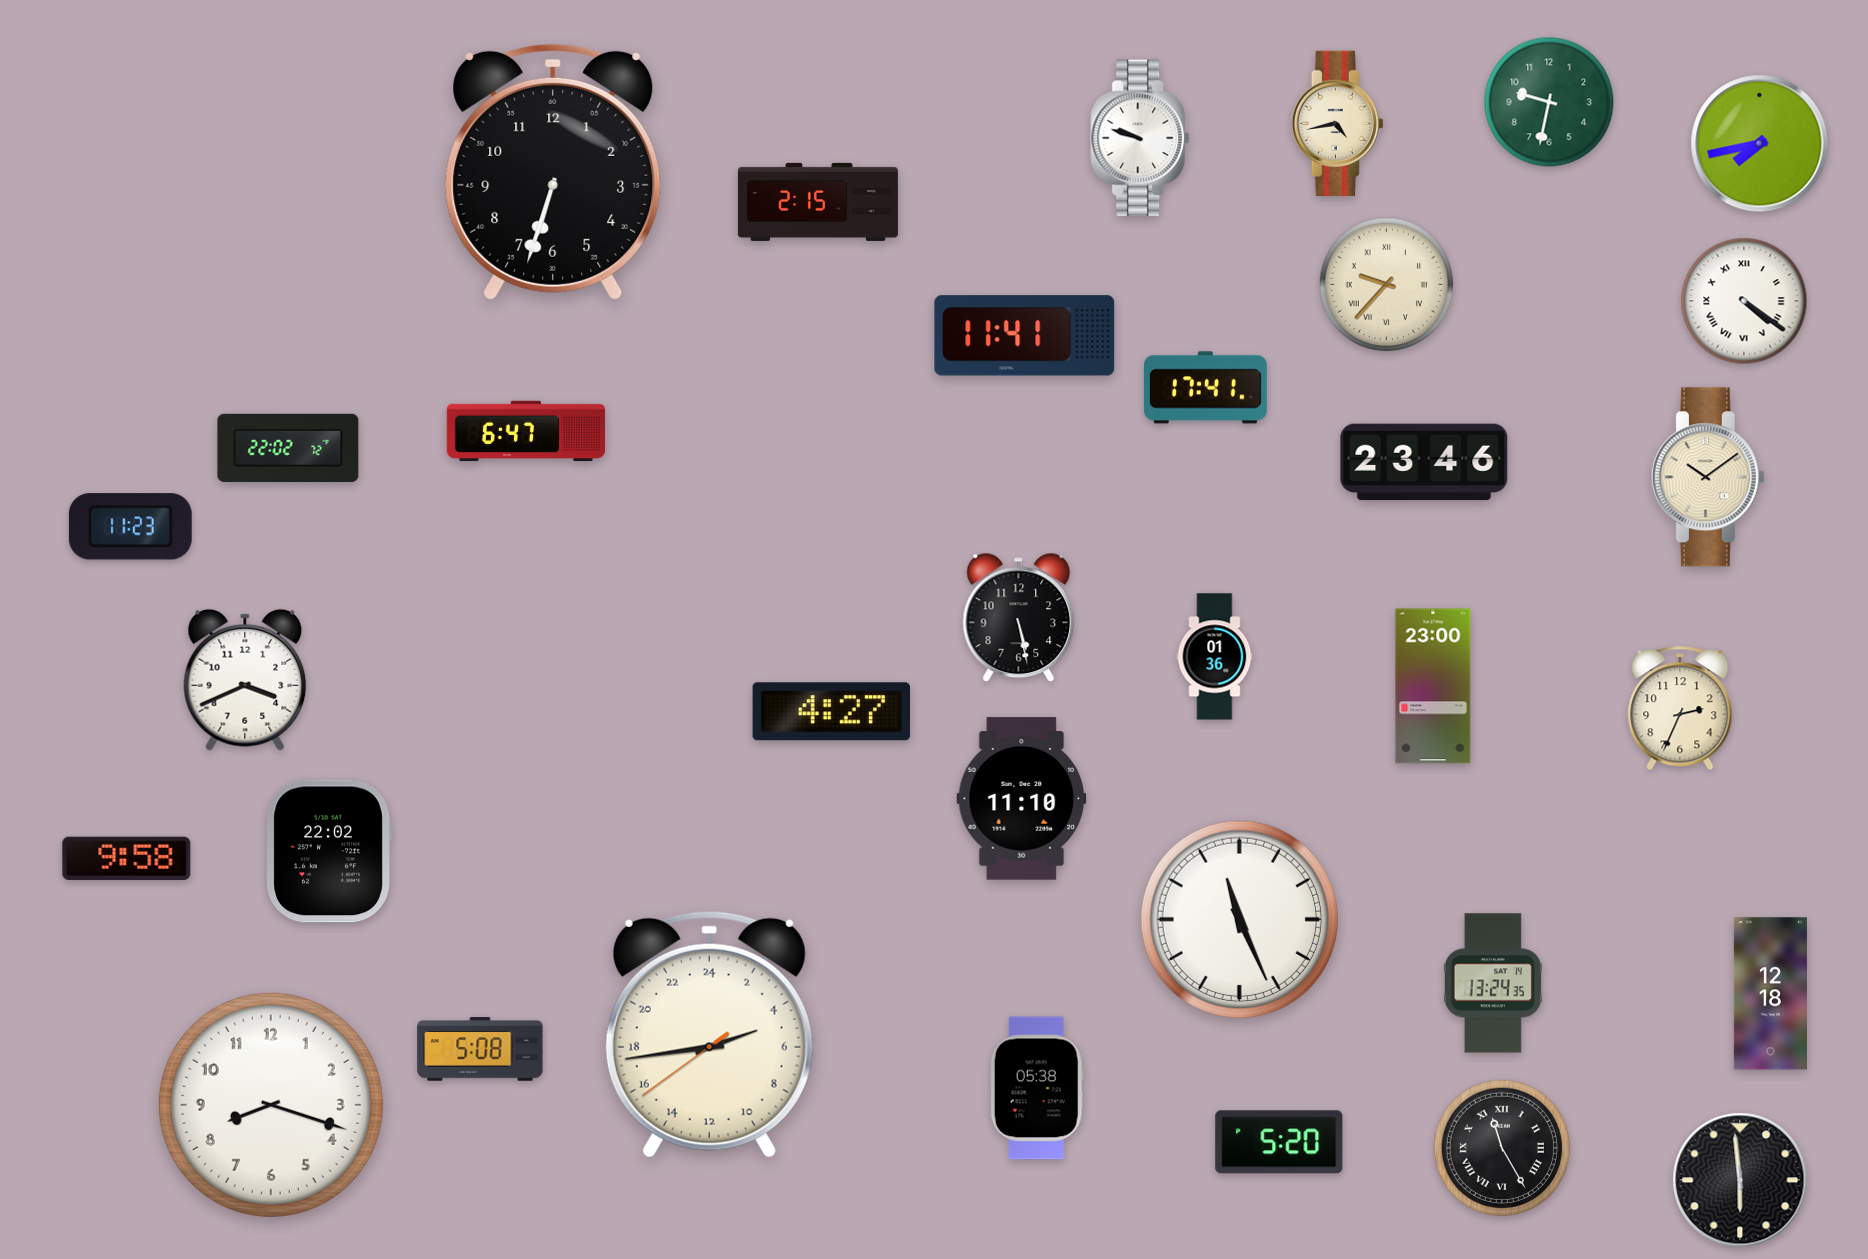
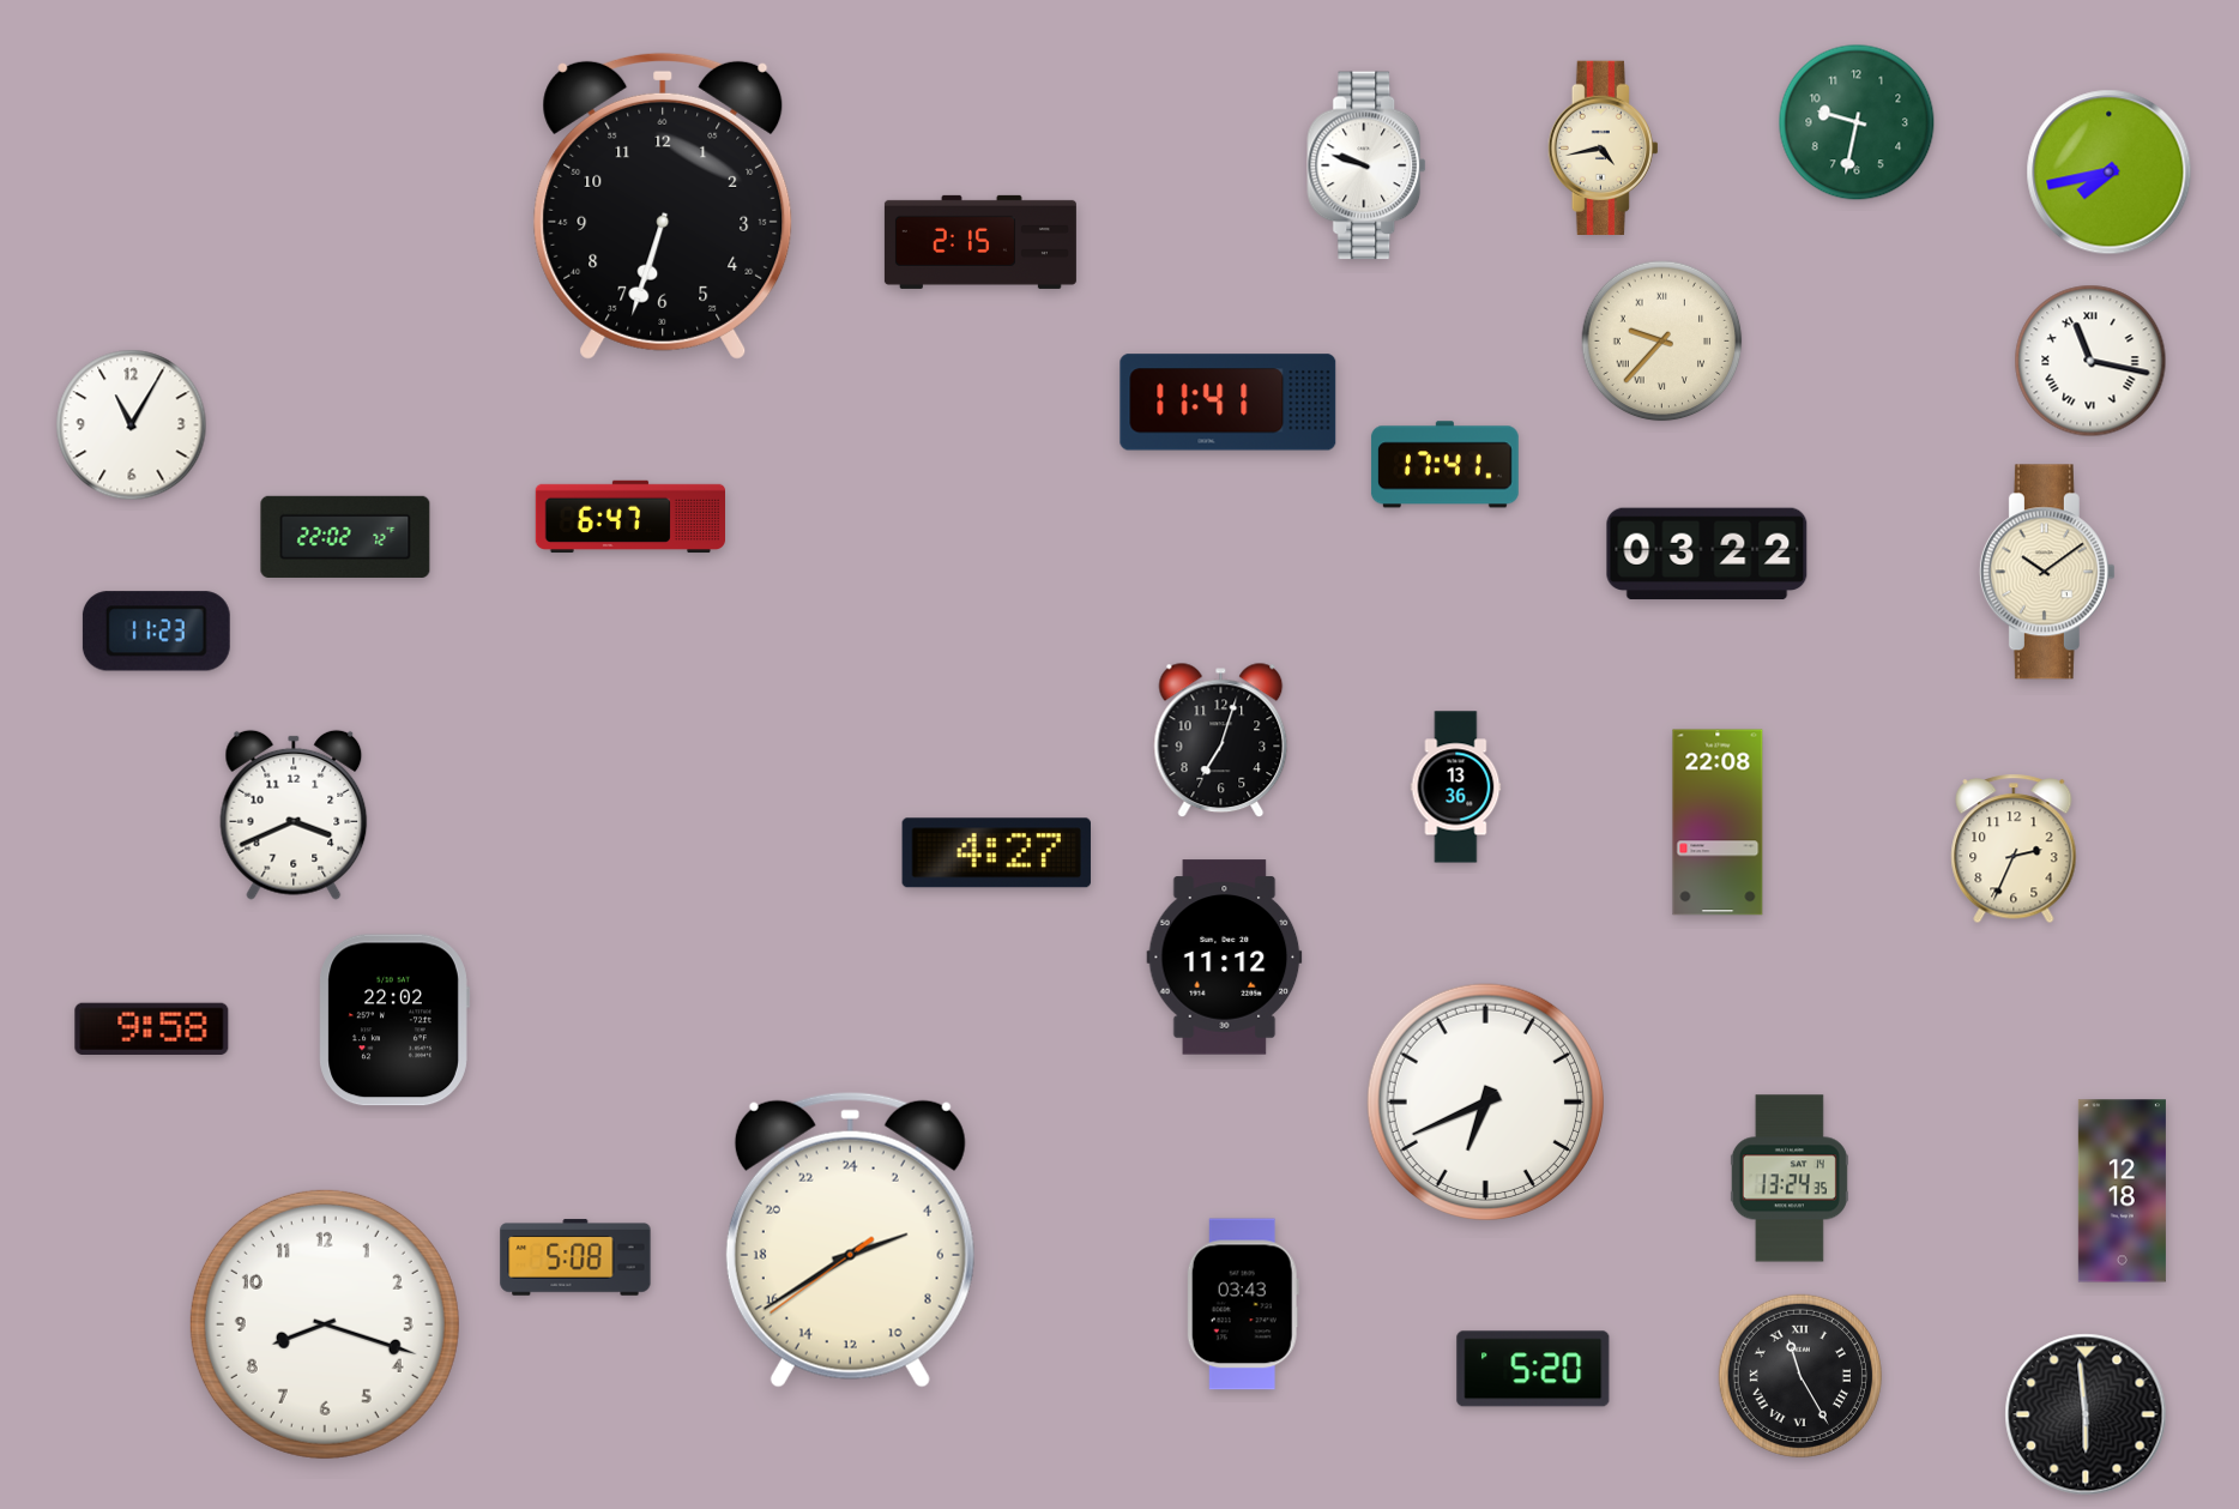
clock at (1744, 301): 4:21 -> 11:17
clock at (132, 425): none -> 11:05
clock at (1424, 462): 23:46 -> 03:22
clock at (1019, 618): 5:28 -> 7:03
clock at (1215, 657): 01:36 -> 13:36
clock at (1433, 686): 23:00 -> 22:08
clock at (1022, 799): 11:10 -> 11:12
clock at (1239, 919): 11:26 -> 6:41
clock at (709, 1034): 4:43 -> 4:39
clock at (1037, 1088): 05:38 -> 03:43
